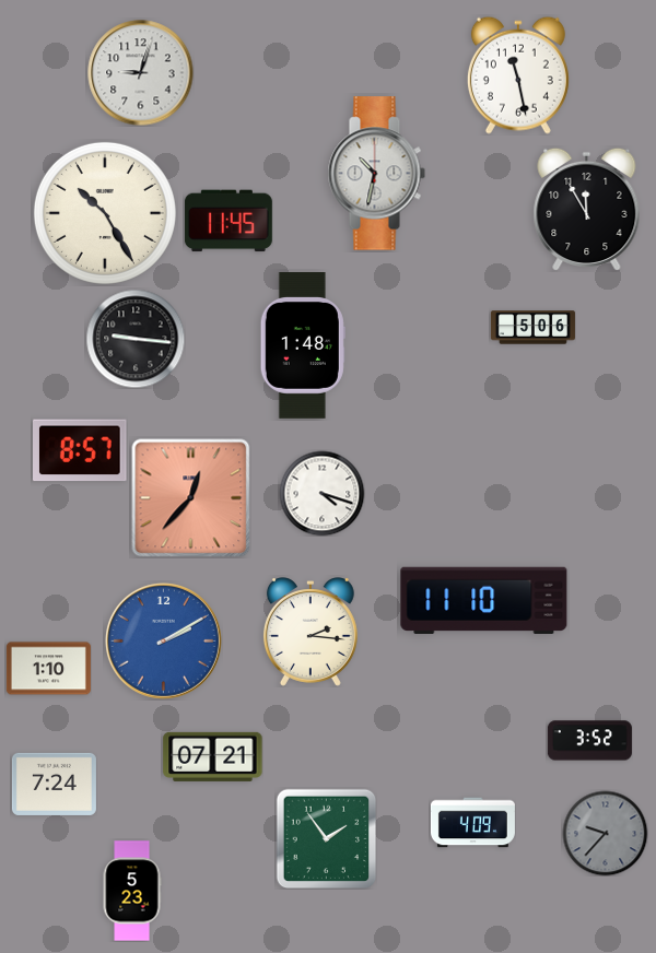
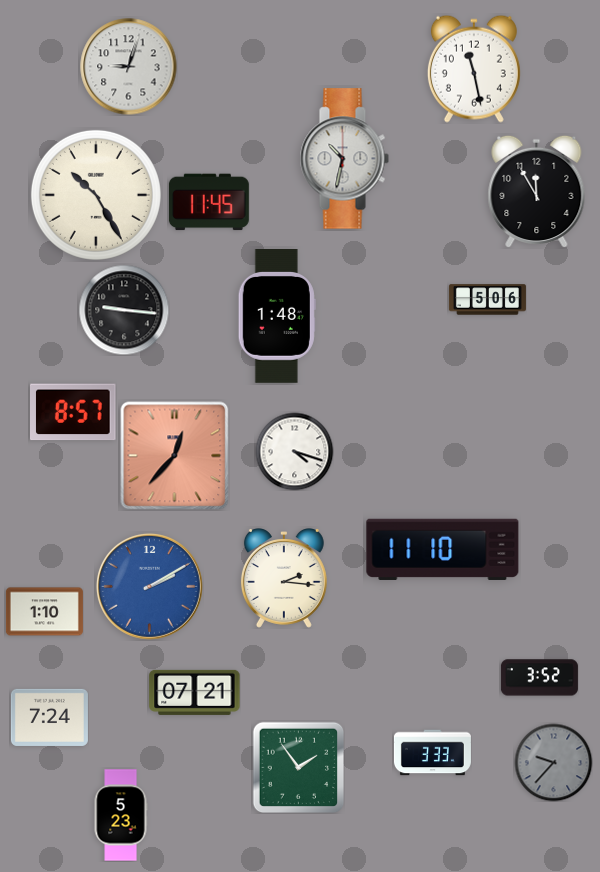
clock at (472, 823): 4:09 -> 3:33
